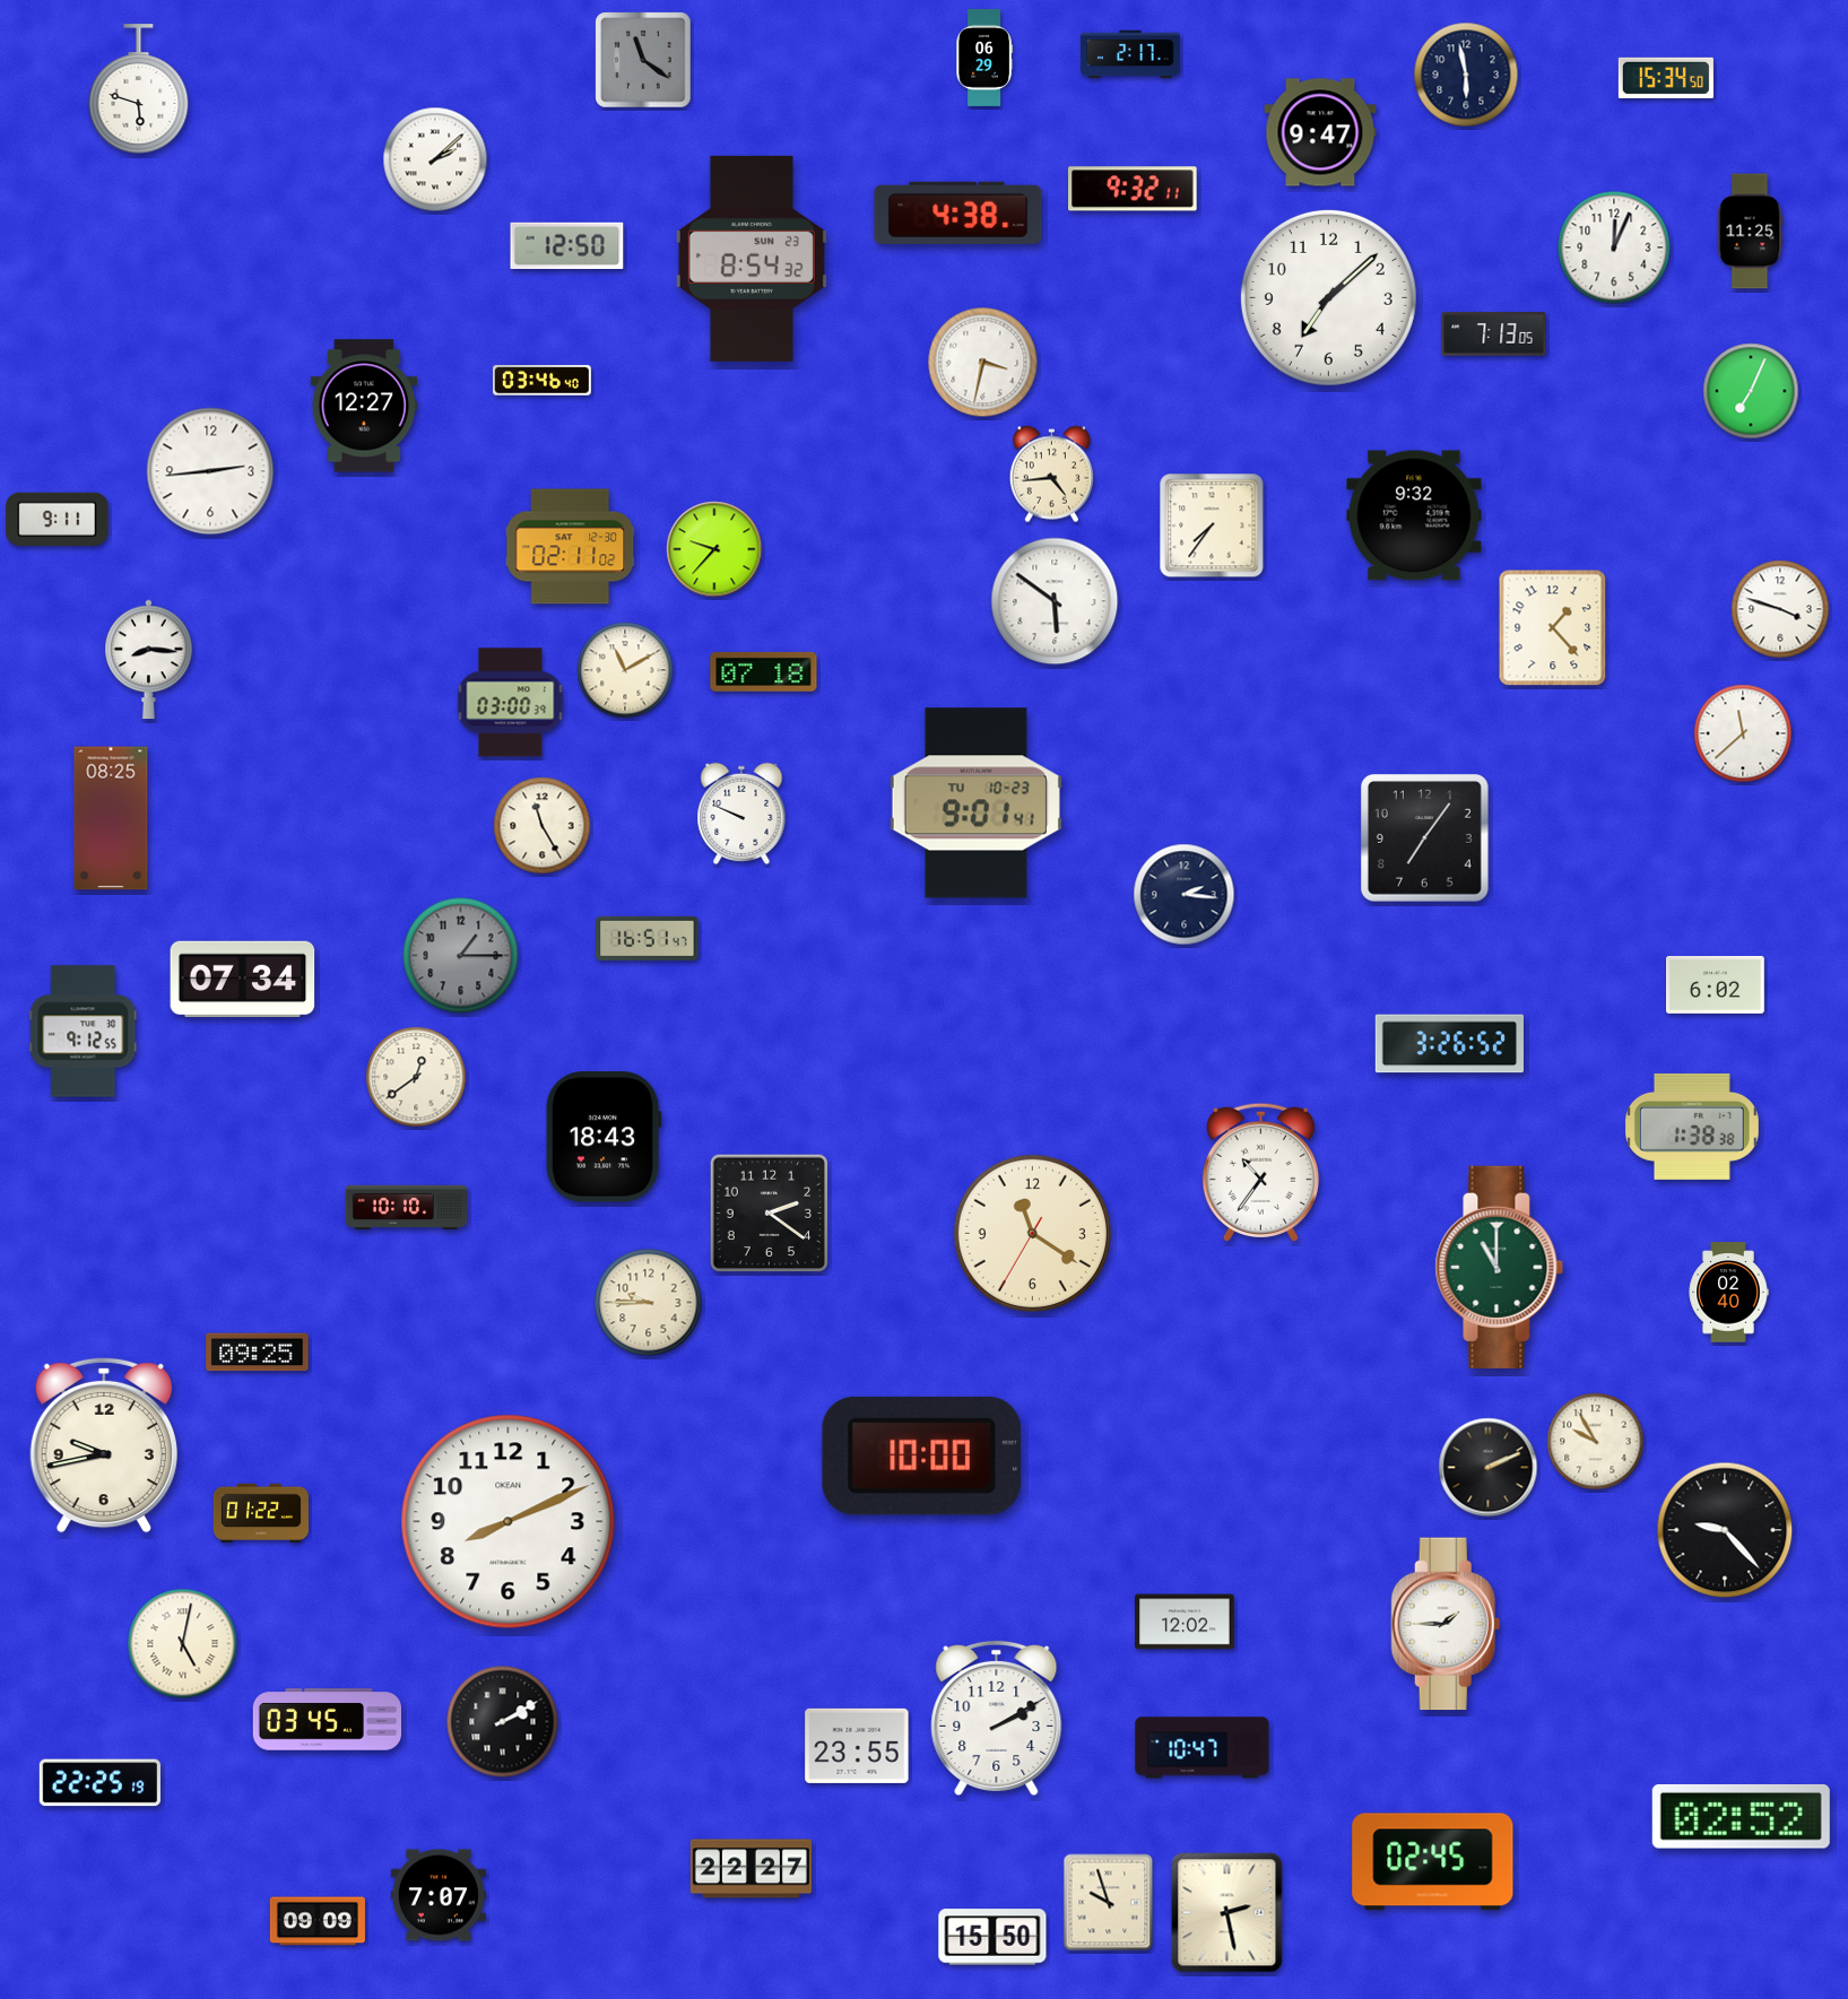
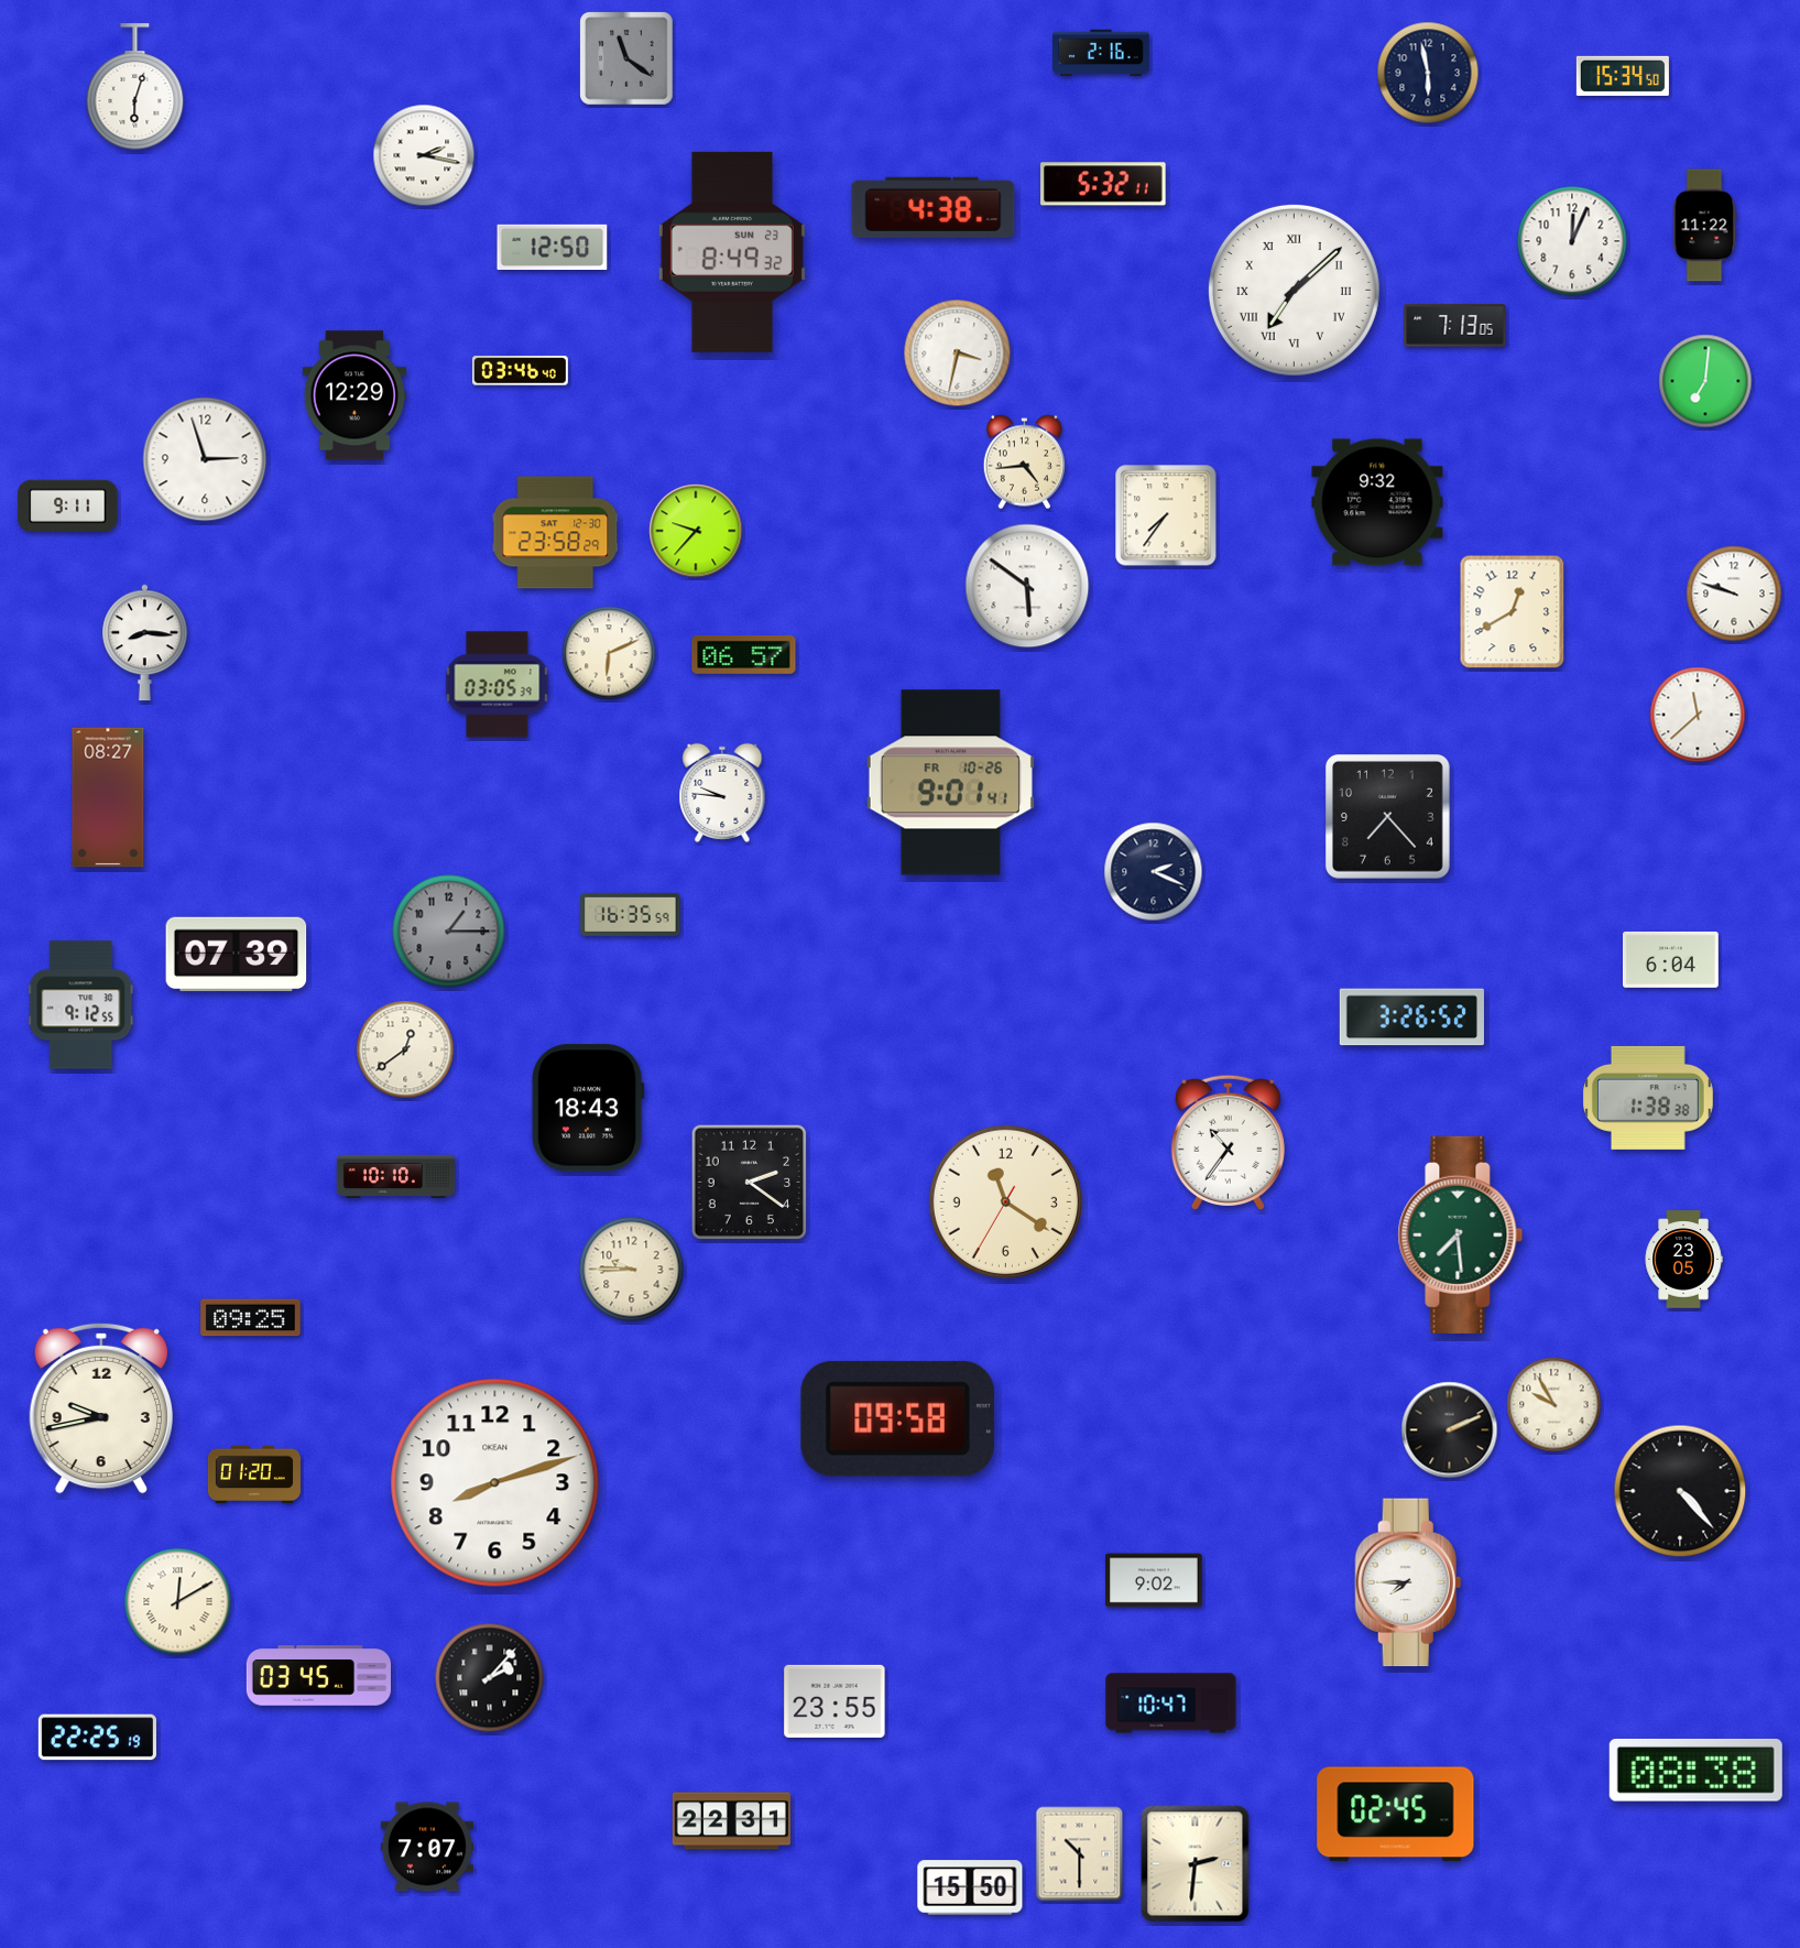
clock at (1130, 54): 2:17 -> 2:16
clock at (984, 58): 06:29 -> none
clock at (139, 89): 5:48 -> 6:03
clock at (1320, 132): 9:47 -> none
clock at (435, 159): 2:08 -> 2:17
clock at (1133, 189): 9:32 -> 5:32
clock at (1750, 232): 11:25 -> 11:22
clock at (567, 245) position: (567, 245) -> (553, 247)
clock at (752, 259): 8:54 -> 8:49
clock at (1328, 297) numerals: Arabic -> Roman
clock at (541, 381) position: (541, 381) -> (520, 371)
clock at (1751, 391): 7:04 -> 7:01
clock at (364, 406): 12:27 -> 12:29
clock at (210, 471): 2:44 -> 2:57
clock at (58, 519) position: (58, 519) -> (68, 505)
clock at (1212, 525) position: (1212, 525) -> (1166, 515)
clock at (571, 547): 02:11 -> 23:58
clock at (714, 549) position: (714, 549) -> (696, 531)
clock at (1780, 609): 3:48 -> 9:48
clock at (1553, 628): 1:23 -> 12:40
clock at (625, 670): 11:10 -> 6:11
clock at (764, 671): 07:18 -> 06:57
clock at (511, 703): 03:00 -> 03:05
clock at (975, 803) date: TU 10-23 -> FR 10-26
clock at (741, 814): 9:49 -> 9:46
clock at (111, 818): 08:25 -> 08:27
clock at (543, 826): 11:25 -> none
clock at (1424, 837): 7:06 -> 7:23
clock at (1185, 895): 2:16 -> 2:19
clock at (648, 938): 16:51 -> 16:35
clock at (243, 980): 07:34 -> 07:39
clock at (1716, 984): 6:02 -> 6:04
clock at (1500, 1267): 11:00 -> 7:29
clock at (1728, 1293): 02:40 -> 23:05
clock at (921, 1455): 10:00 -> 09:58
clock at (261, 1513): 01:22 -> 01:20
clock at (509, 1522): 8:11 -> 8:12
clock at (1725, 1530): 9:23 -> 4:23
clock at (1185, 1622): 12:02 -> 9:02
clock at (1446, 1624): 1:45 -> 7:45
clock at (183, 1644): 5:02 -> 12:10
clock at (997, 1718): 2:10 -> none
clock at (503, 1722): 2:10 -> 2:07
clock at (1741, 1816): 02:52 -> 08:38
clock at (751, 1869): 22:27 -> 22:31
clock at (1109, 1903): 9:57 -> 10:30
clock at (1227, 1913): 2:28 -> 2:31
clock at (318, 1921): 09:09 -> none
clock at (992, 1937) position: (992, 1937) -> (970, 1887)
